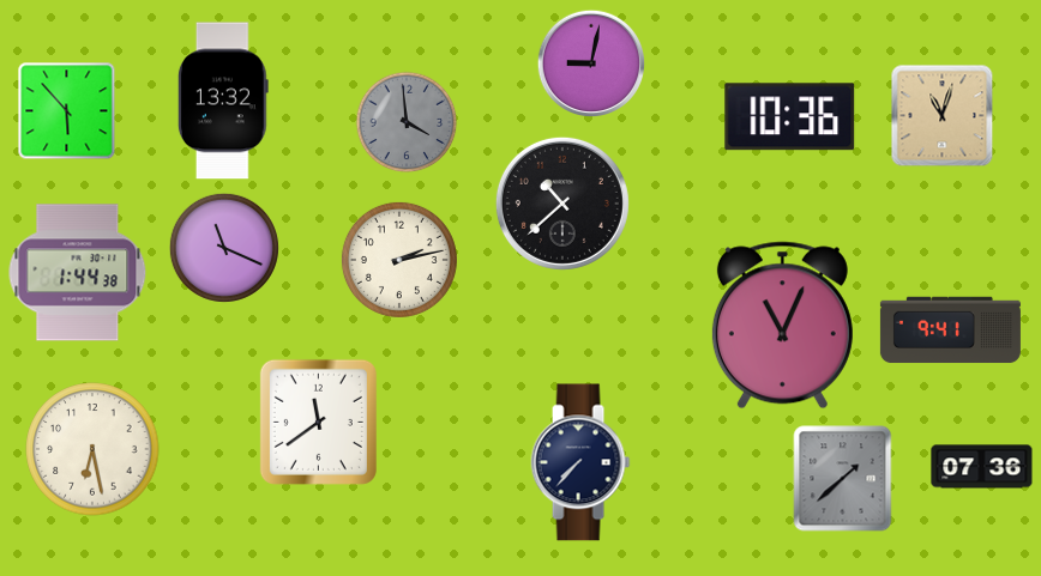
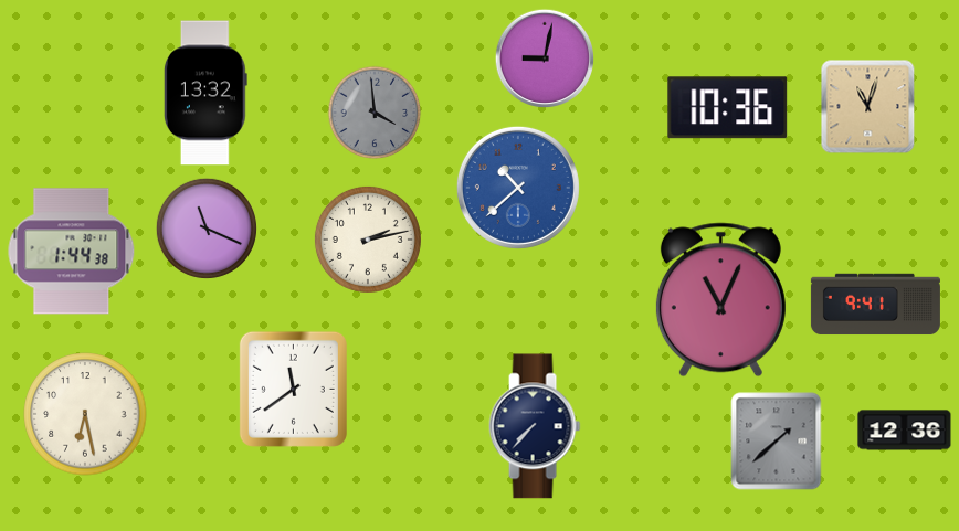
clock at (67, 111): 5:53 -> none
clock at (562, 204) dial: black -> blue
clock at (982, 467): 07:36 -> 12:36
